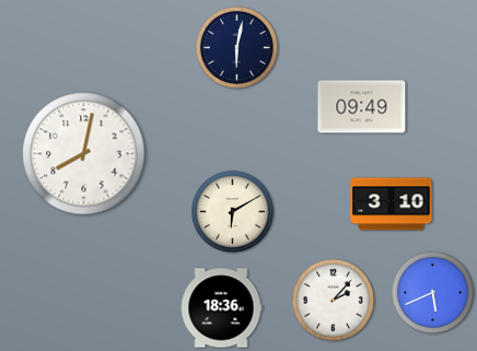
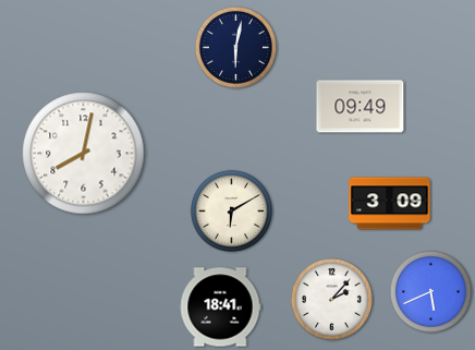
clock at (392, 204): 3:10 -> 3:09
clock at (221, 308): 18:36 -> 18:41
